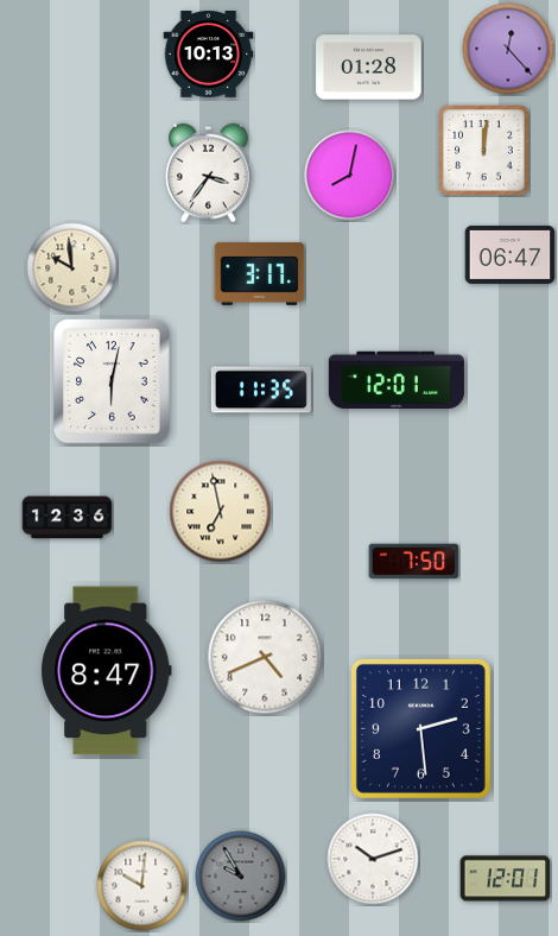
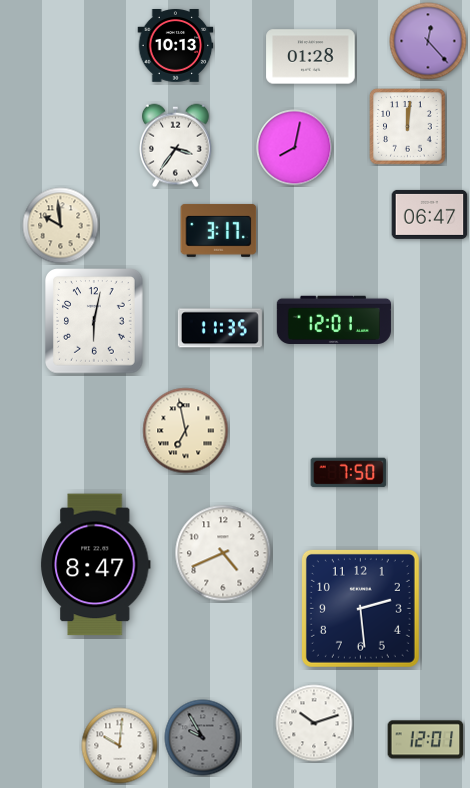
clock at (68, 518): 12:36 -> none
clock at (106, 671) position: (106, 671) -> (95, 565)
clock at (420, 728) position: (420, 728) -> (360, 608)
